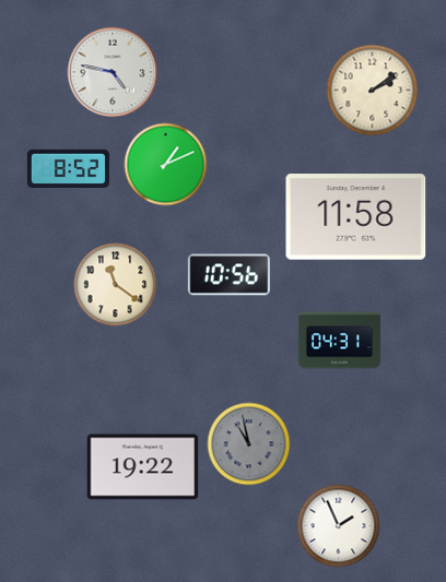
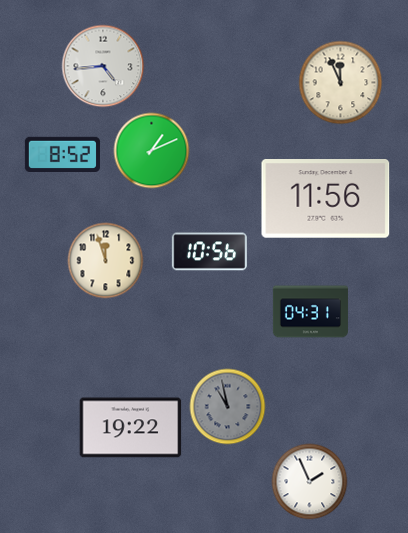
clock at (113, 72): 4:47 -> 4:44
clock at (373, 91): 2:09 -> 11:56
clock at (356, 217): 11:58 -> 11:56
clock at (116, 285): 11:21 -> 11:57
